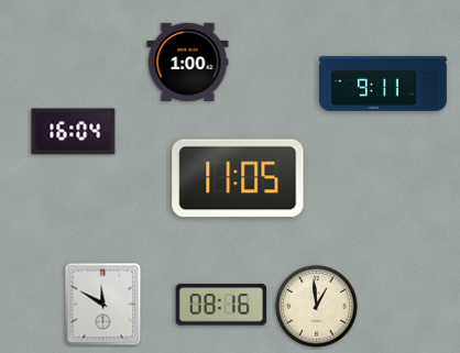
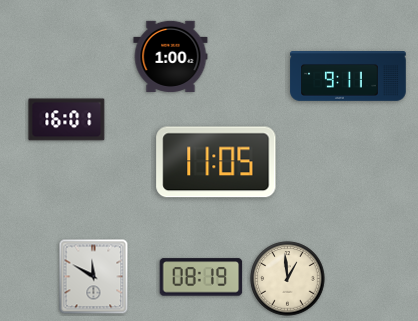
clock at (74, 132): 16:04 -> 16:01
clock at (221, 305): 08:16 -> 08:19
